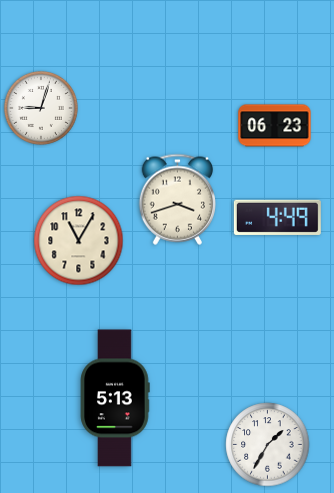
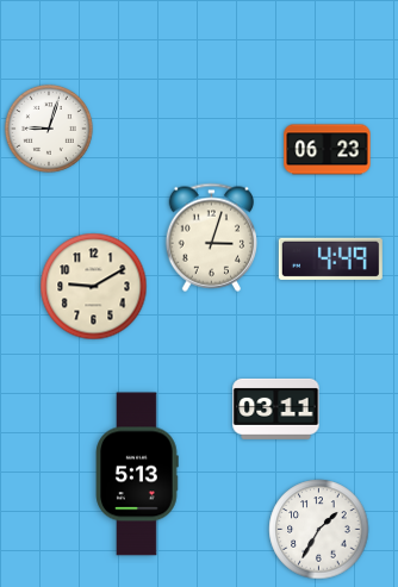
clock at (178, 199): 3:42 -> 3:03
clock at (79, 241): 11:05 -> 9:10
clock at (276, 408): none -> 03:11
